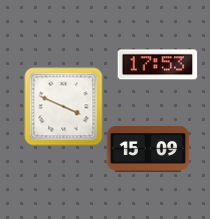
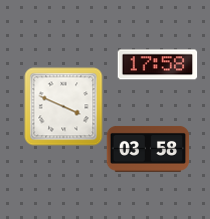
clock at (157, 65): 17:53 -> 17:58
clock at (148, 149): 15:09 -> 03:58
